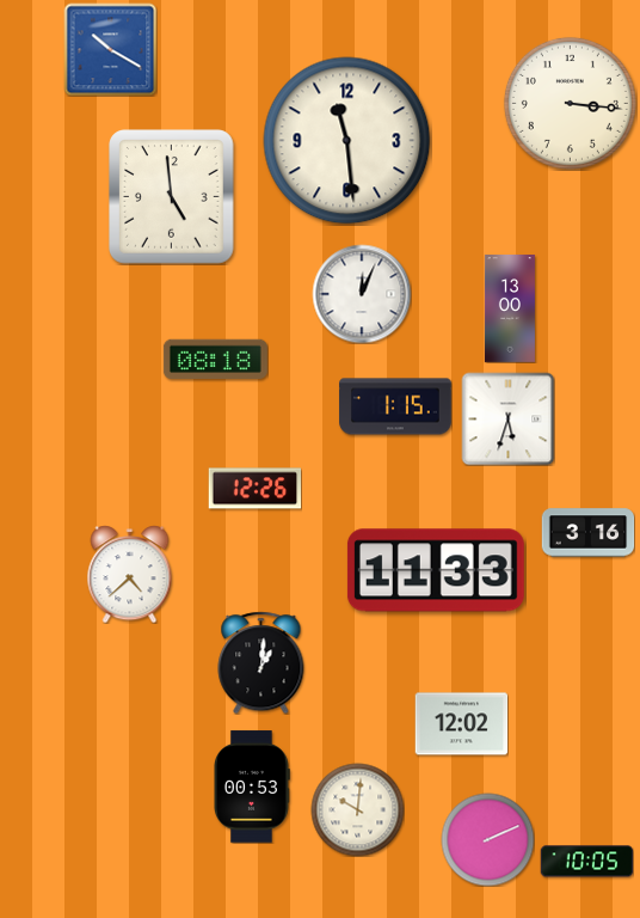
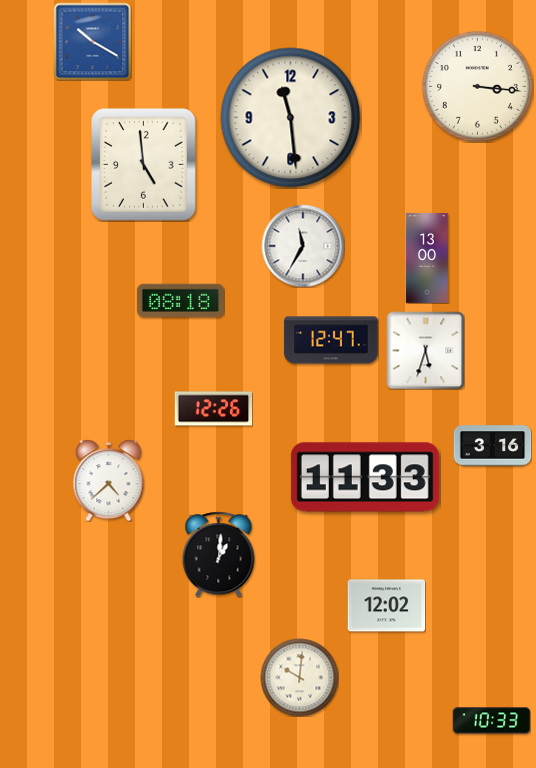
clock at (362, 294): 12:04 -> 11:35
clock at (395, 406): 1:15 -> 12:47
clock at (252, 787): 00:53 -> none
clock at (487, 839): 2:11 -> none
clock at (586, 862): 10:05 -> 10:33
